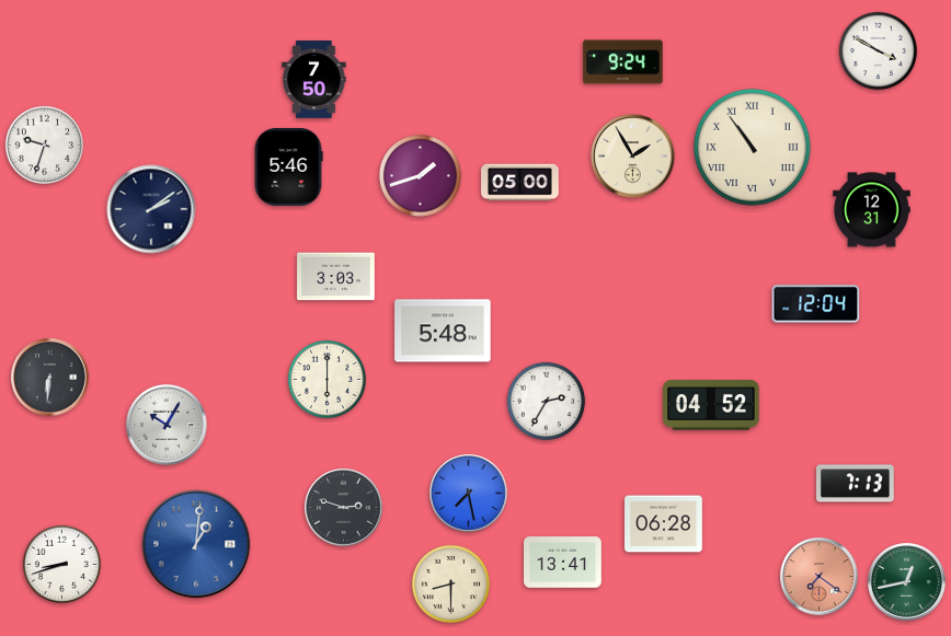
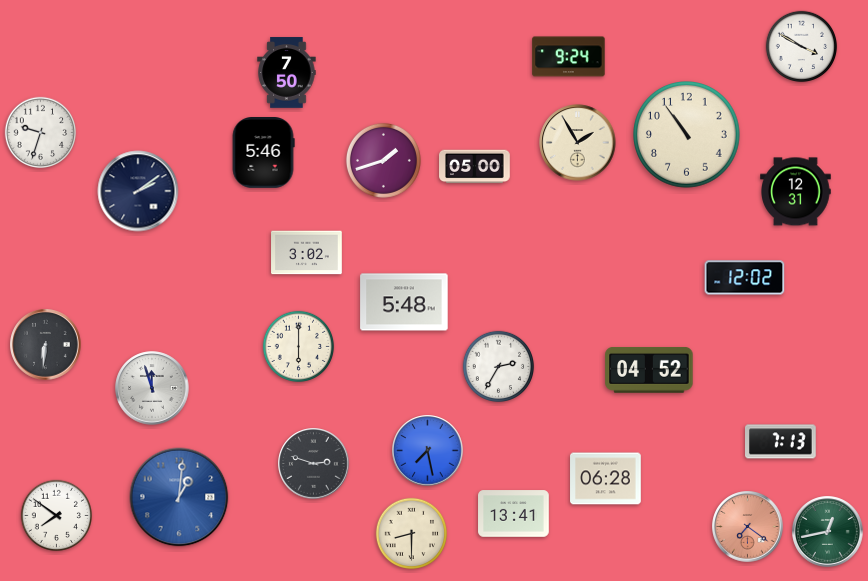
clock at (753, 148) numerals: Roman -> Arabic
clock at (336, 277): 3:03 -> 3:02
clock at (816, 304): 12:04 -> 12:02
clock at (167, 425): 10:05 -> 11:57
clock at (62, 565): 8:42 -> 7:51
